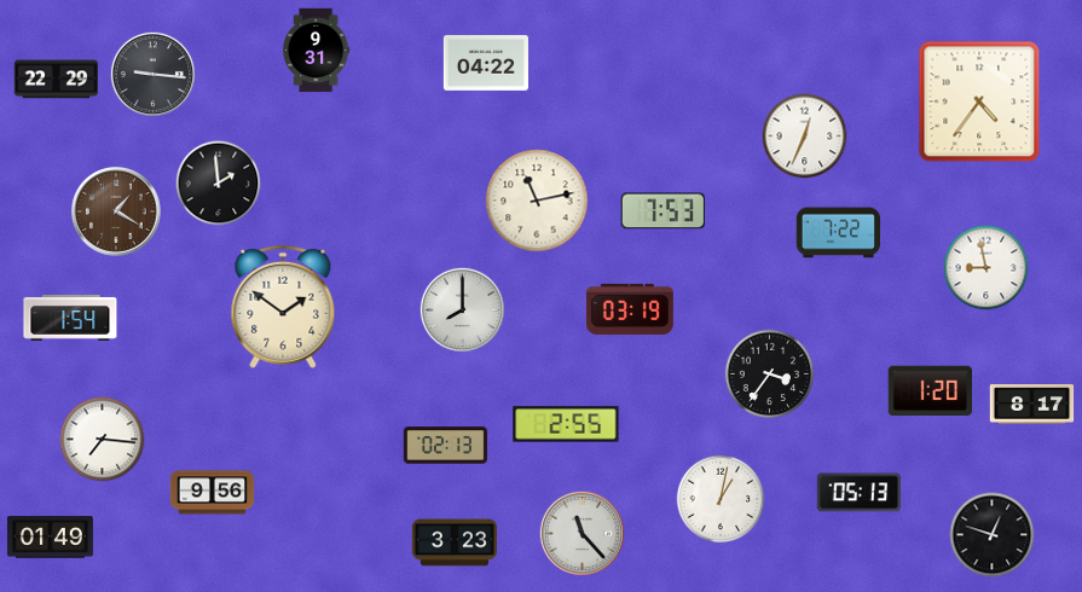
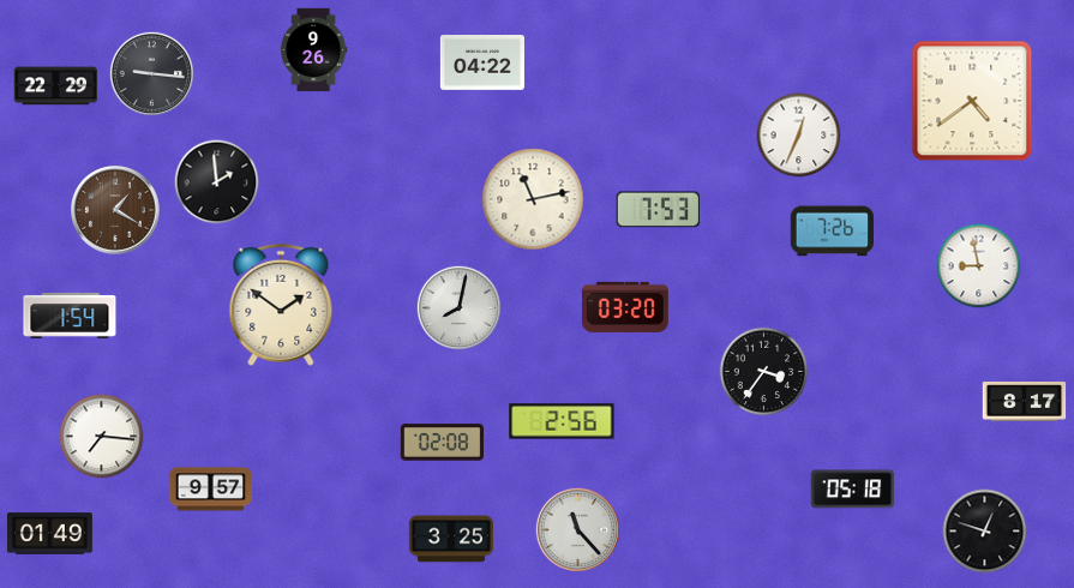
clock at (316, 51): 9:31 -> 9:26
clock at (57, 80) position: (57, 80) -> (56, 86)
clock at (979, 101): 4:36 -> 4:39
clock at (839, 233): 7:22 -> 7:26
clock at (462, 309): 8:00 -> 8:02
clock at (630, 309): 03:19 -> 03:20
clock at (930, 391): 1:20 -> none
clock at (566, 424): 2:55 -> 2:56
clock at (446, 446): 02:13 -> 02:08
clock at (213, 493): 9:56 -> 9:57
clock at (860, 493): 05:13 -> 05:18
clock at (721, 499): 1:02 -> none
clock at (455, 542): 3:23 -> 3:25
